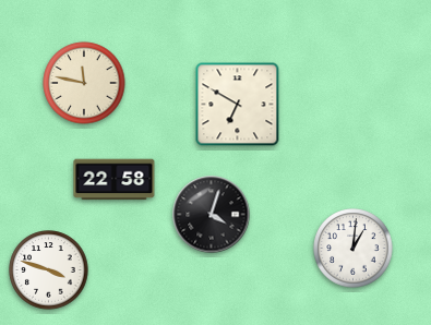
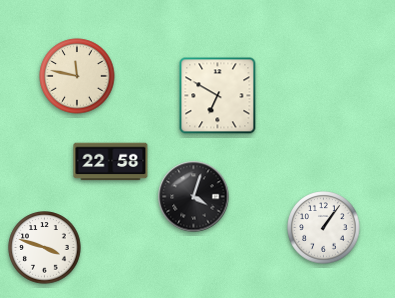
clock at (115, 180) position: (115, 180) -> (111, 162)
clock at (354, 249): 1:01 -> 1:06
